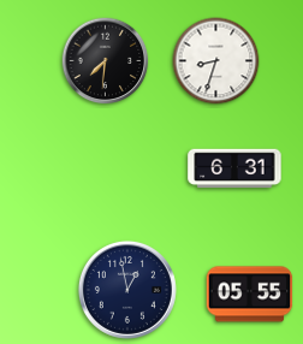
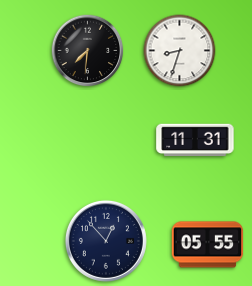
clock at (234, 168): 6:31 -> 11:31
clock at (127, 290): 12:58 -> 12:53
